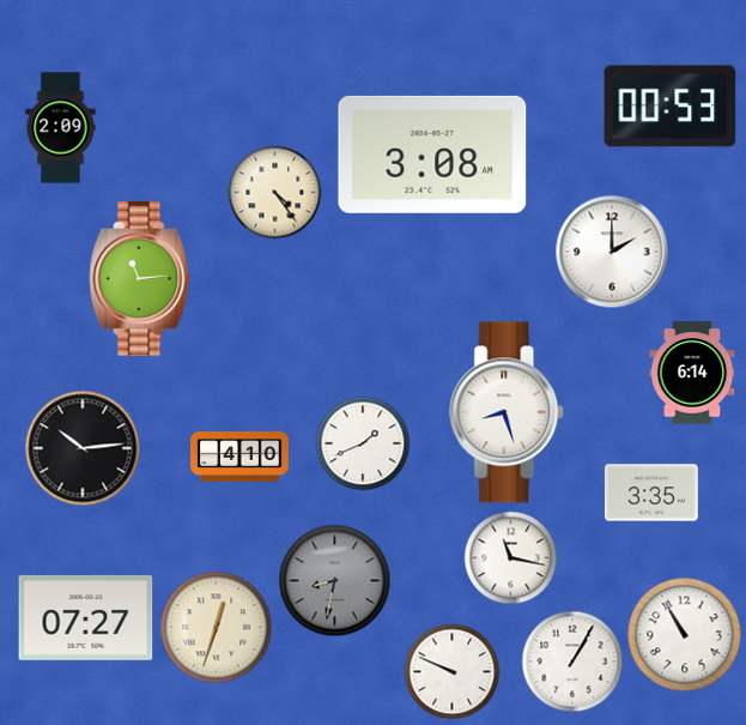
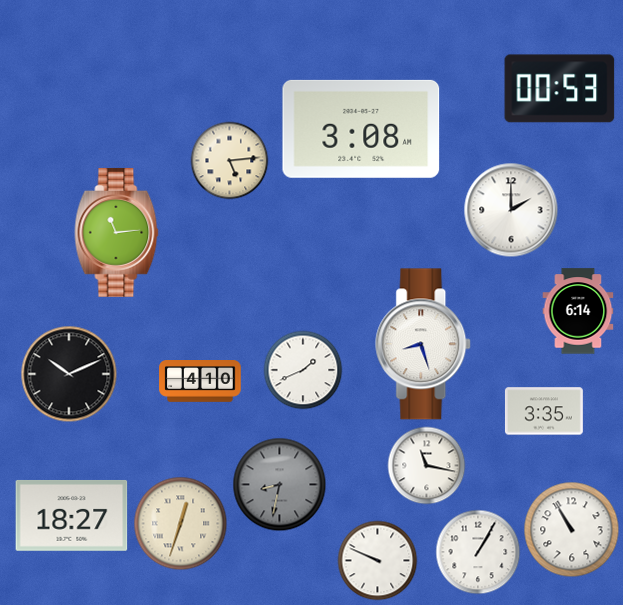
clock at (61, 128): 2:09 -> none
clock at (274, 192): 4:24 -> 5:14
clock at (83, 448): 10:14 -> 10:11
clock at (86, 617): 07:27 -> 18:27
